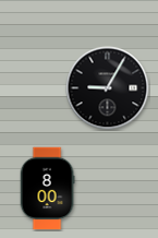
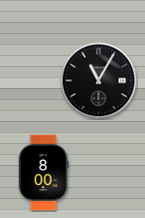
clock at (108, 88): 9:05 -> 11:05
